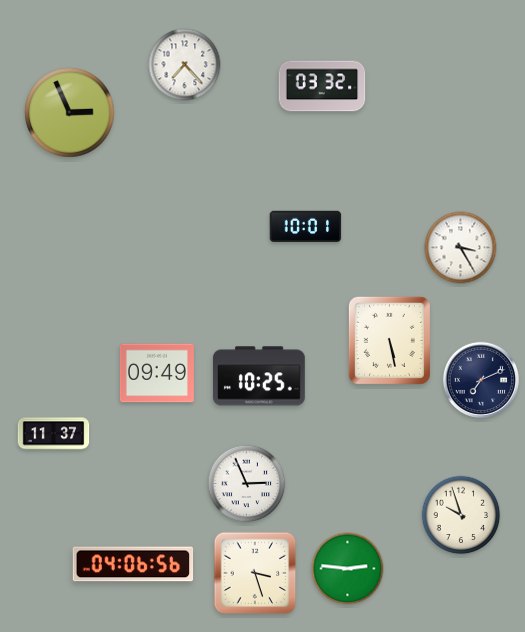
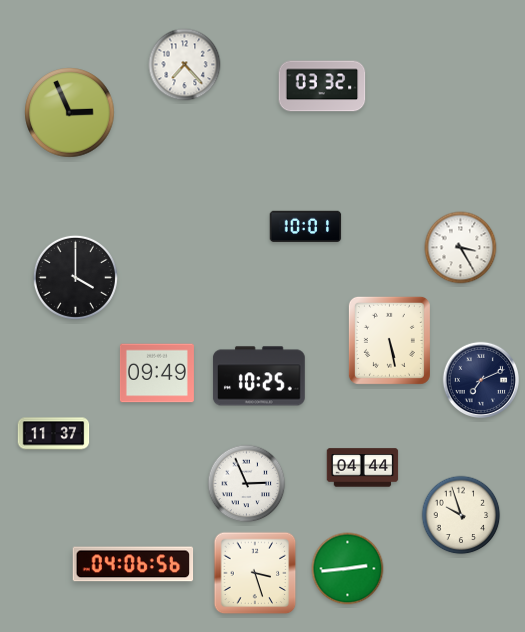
clock at (75, 277): none -> 4:00
clock at (363, 468): none -> 04:44
clock at (348, 569): 2:46 -> 2:44
